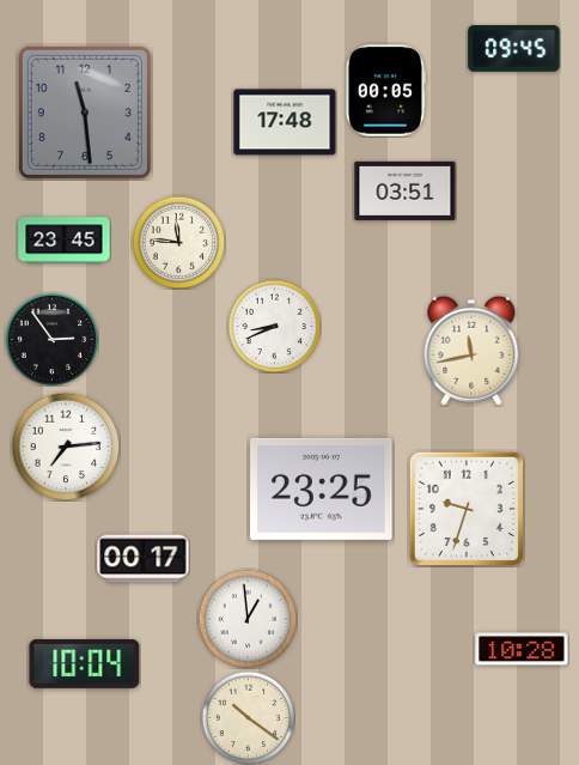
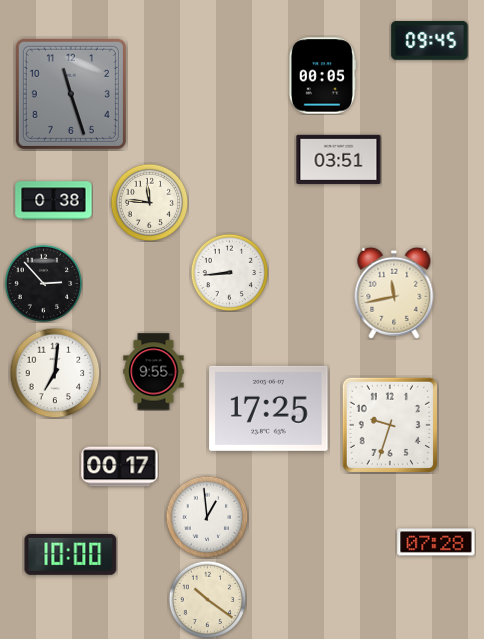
clock at (85, 113): 11:29 -> 11:27
clock at (285, 122): 17:48 -> none
clock at (65, 241): 23:45 -> 0:38
clock at (274, 326): 8:41 -> 8:44
clock at (51, 339): 2:54 -> 2:53
clock at (154, 372): none -> 9:55
clock at (66, 447): 7:14 -> 7:01
clock at (322, 488): 23:25 -> 17:25
clock at (522, 649): 10:28 -> 07:28
clock at (85, 663): 10:04 -> 10:00
